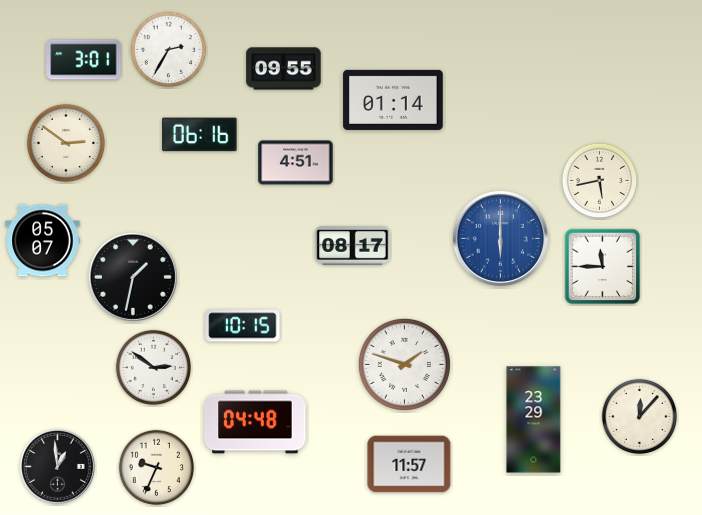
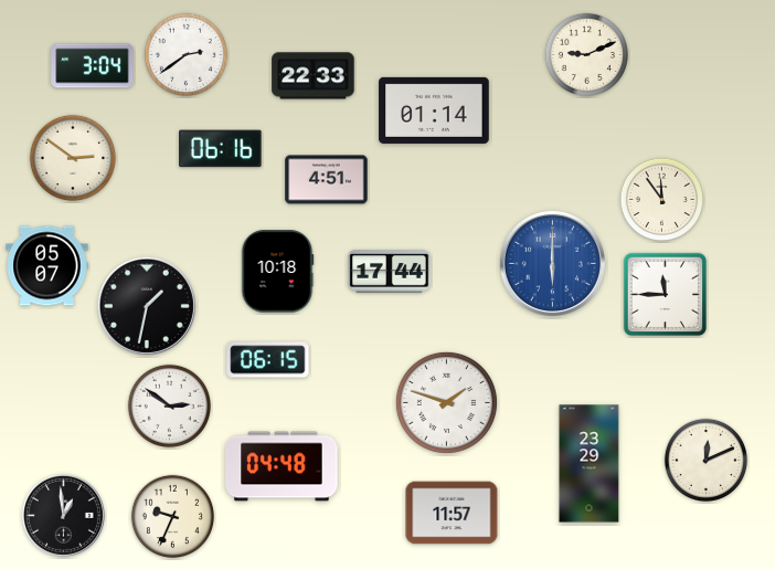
clock at (168, 49): 2:35 -> 2:39
clock at (586, 54): none -> 9:11
clock at (84, 60): 3:01 -> 3:04
clock at (284, 69): 09:55 -> 22:33
clock at (599, 180): 5:43 -> 11:54
clock at (277, 272): none -> 10:18
clock at (353, 246): 08:17 -> 17:44
clock at (243, 326): 10:15 -> 06:15
clock at (639, 416): 12:07 -> 12:11
